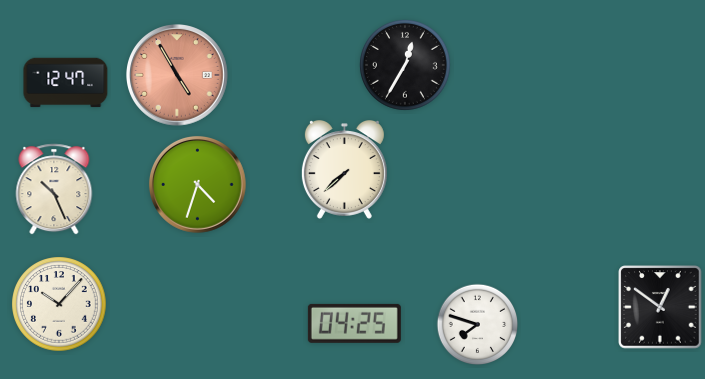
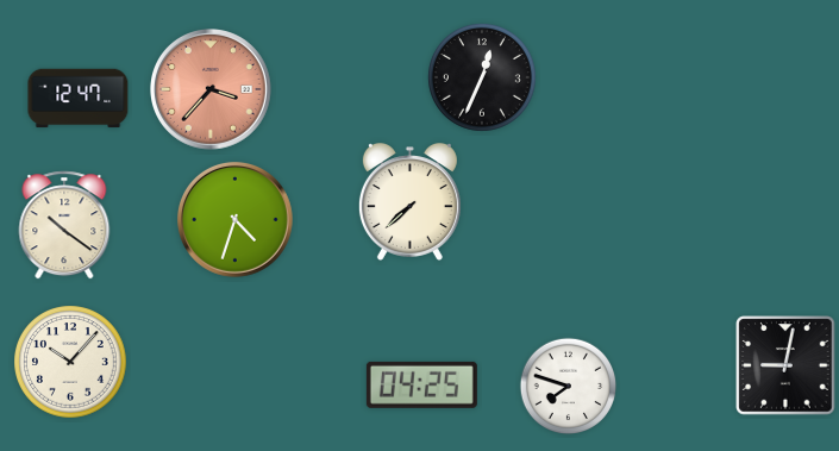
clock at (405, 65): 12:35 -> 12:34
clock at (178, 76): 4:55 -> 3:37
clock at (54, 189): 10:26 -> 10:21
clock at (660, 307): 12:51 -> 9:02
